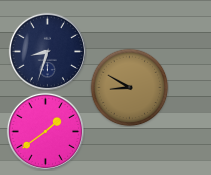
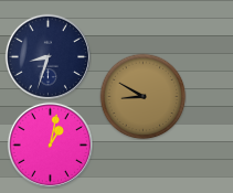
clock at (47, 51) position: (47, 51) -> (47, 56)
clock at (45, 131): 1:39 -> 1:02
